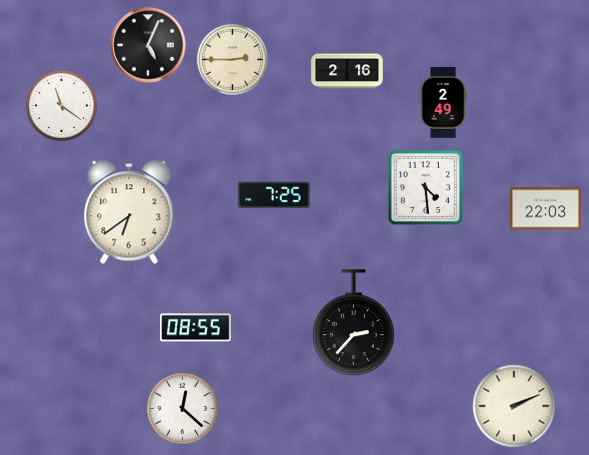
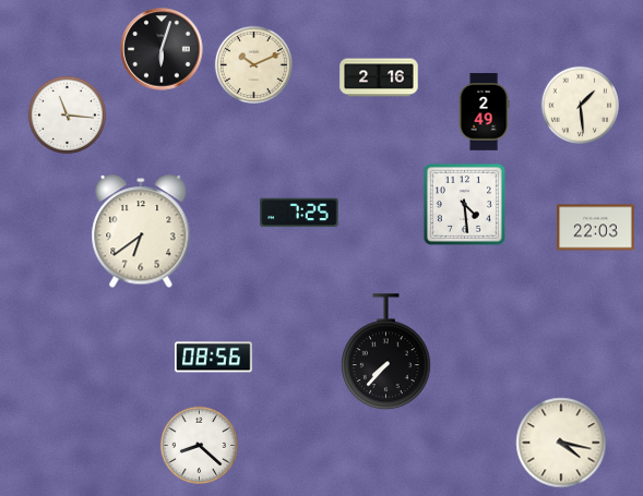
clock at (148, 45): 5:04 -> 6:03
clock at (232, 59): 2:45 -> 10:11
clock at (580, 105): none -> 1:29
clock at (61, 105): 11:21 -> 11:16
clock at (354, 323): 2:37 -> 7:37
clock at (196, 328): 08:55 -> 08:56
clock at (514, 406): 2:11 -> 4:17
clock at (182, 408): 12:22 -> 8:22
